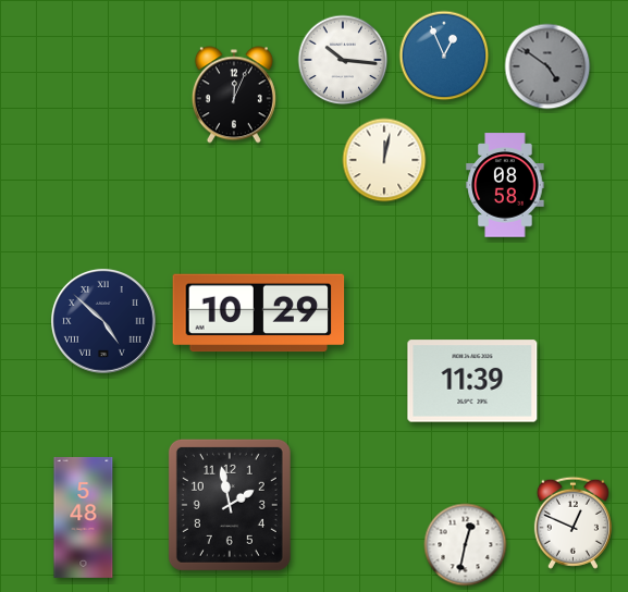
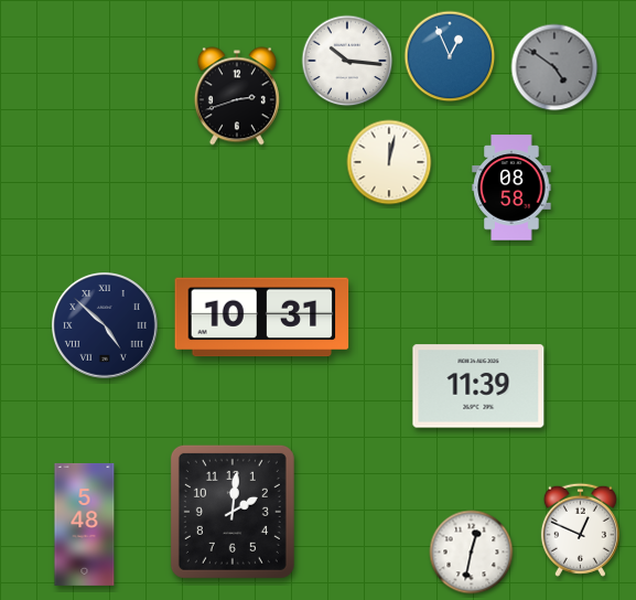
clock at (234, 95): 12:04 -> 2:42
clock at (259, 313): 10:29 -> 10:31
clock at (230, 505): 1:58 -> 2:01
